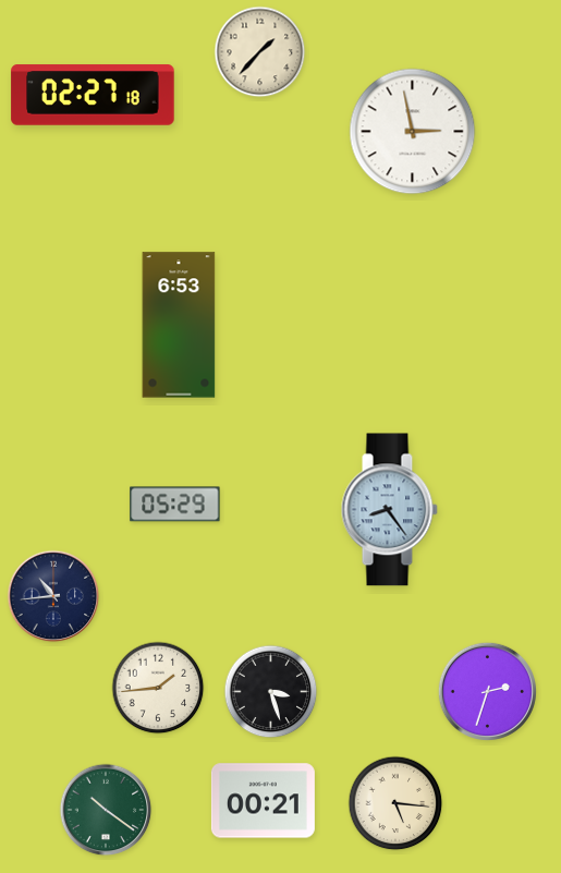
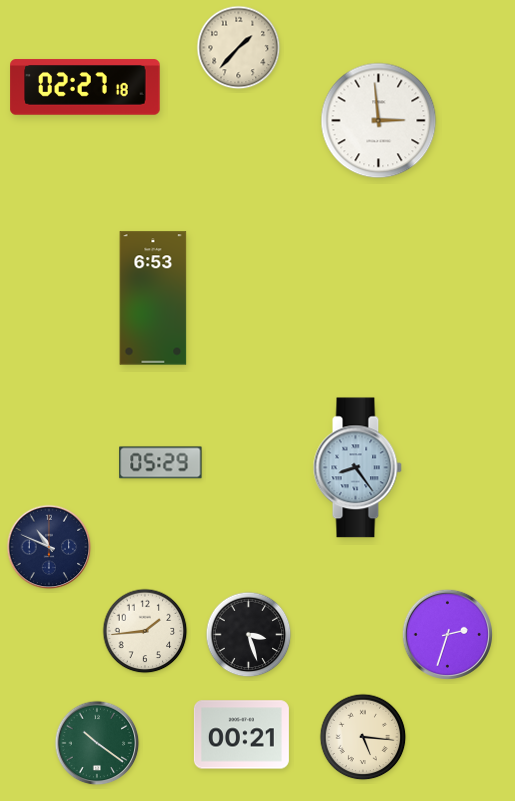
clock at (413, 132): 2:58 -> 2:59
clock at (179, 325) position: (179, 325) -> (153, 298)
clock at (53, 596): 10:44 -> 10:49
